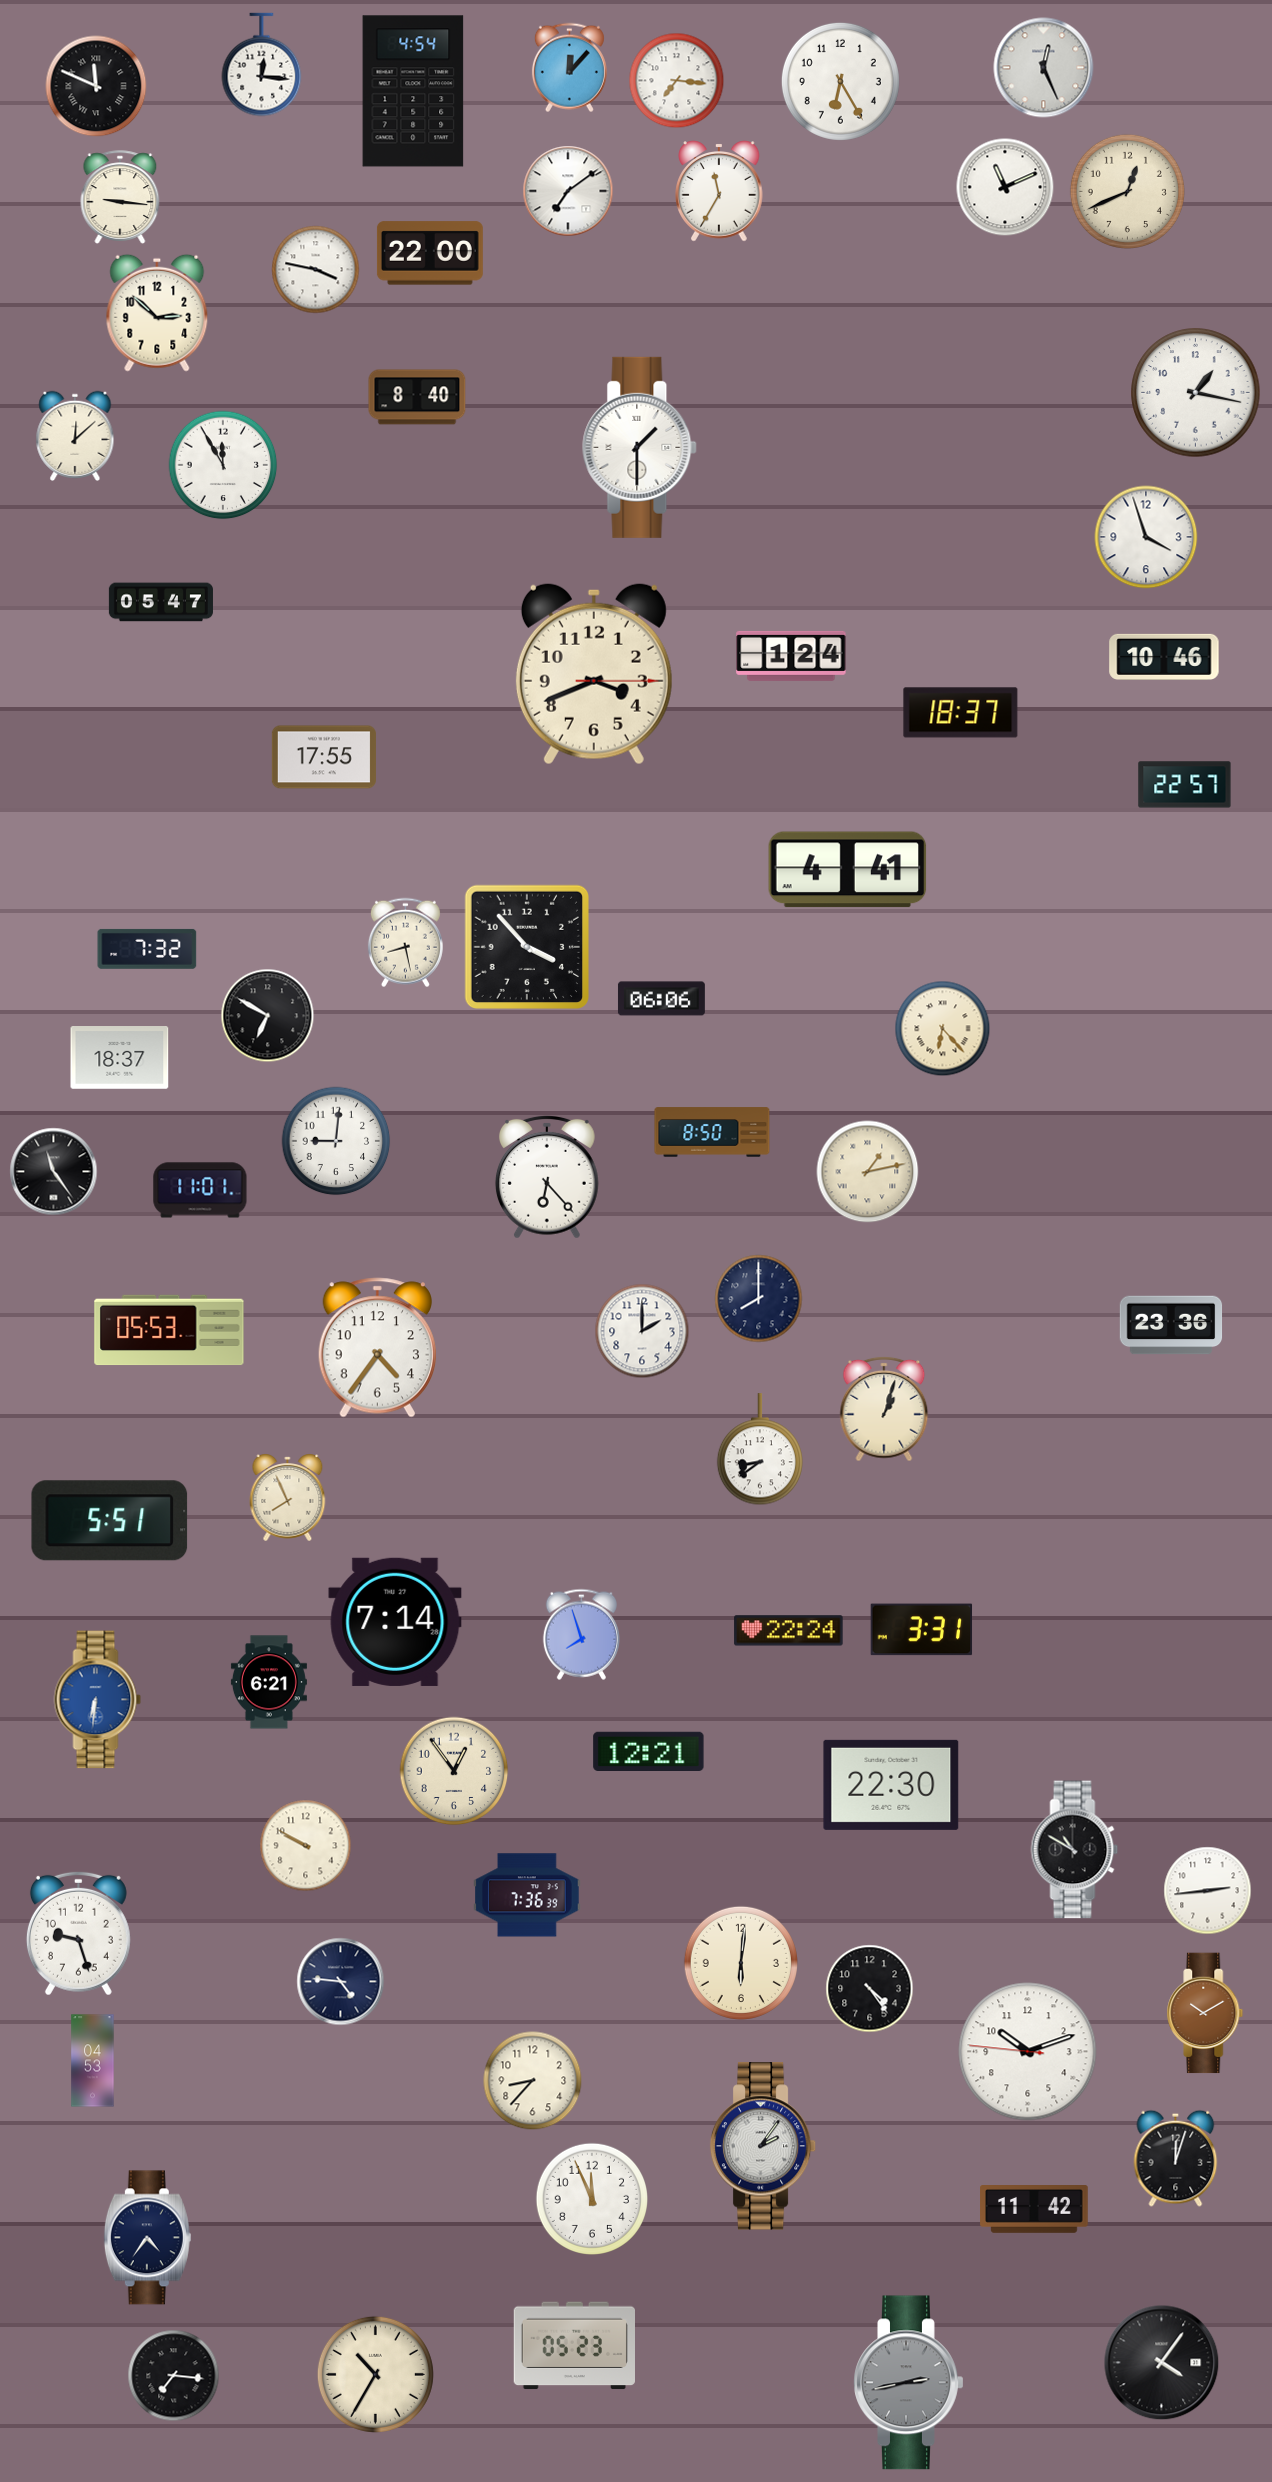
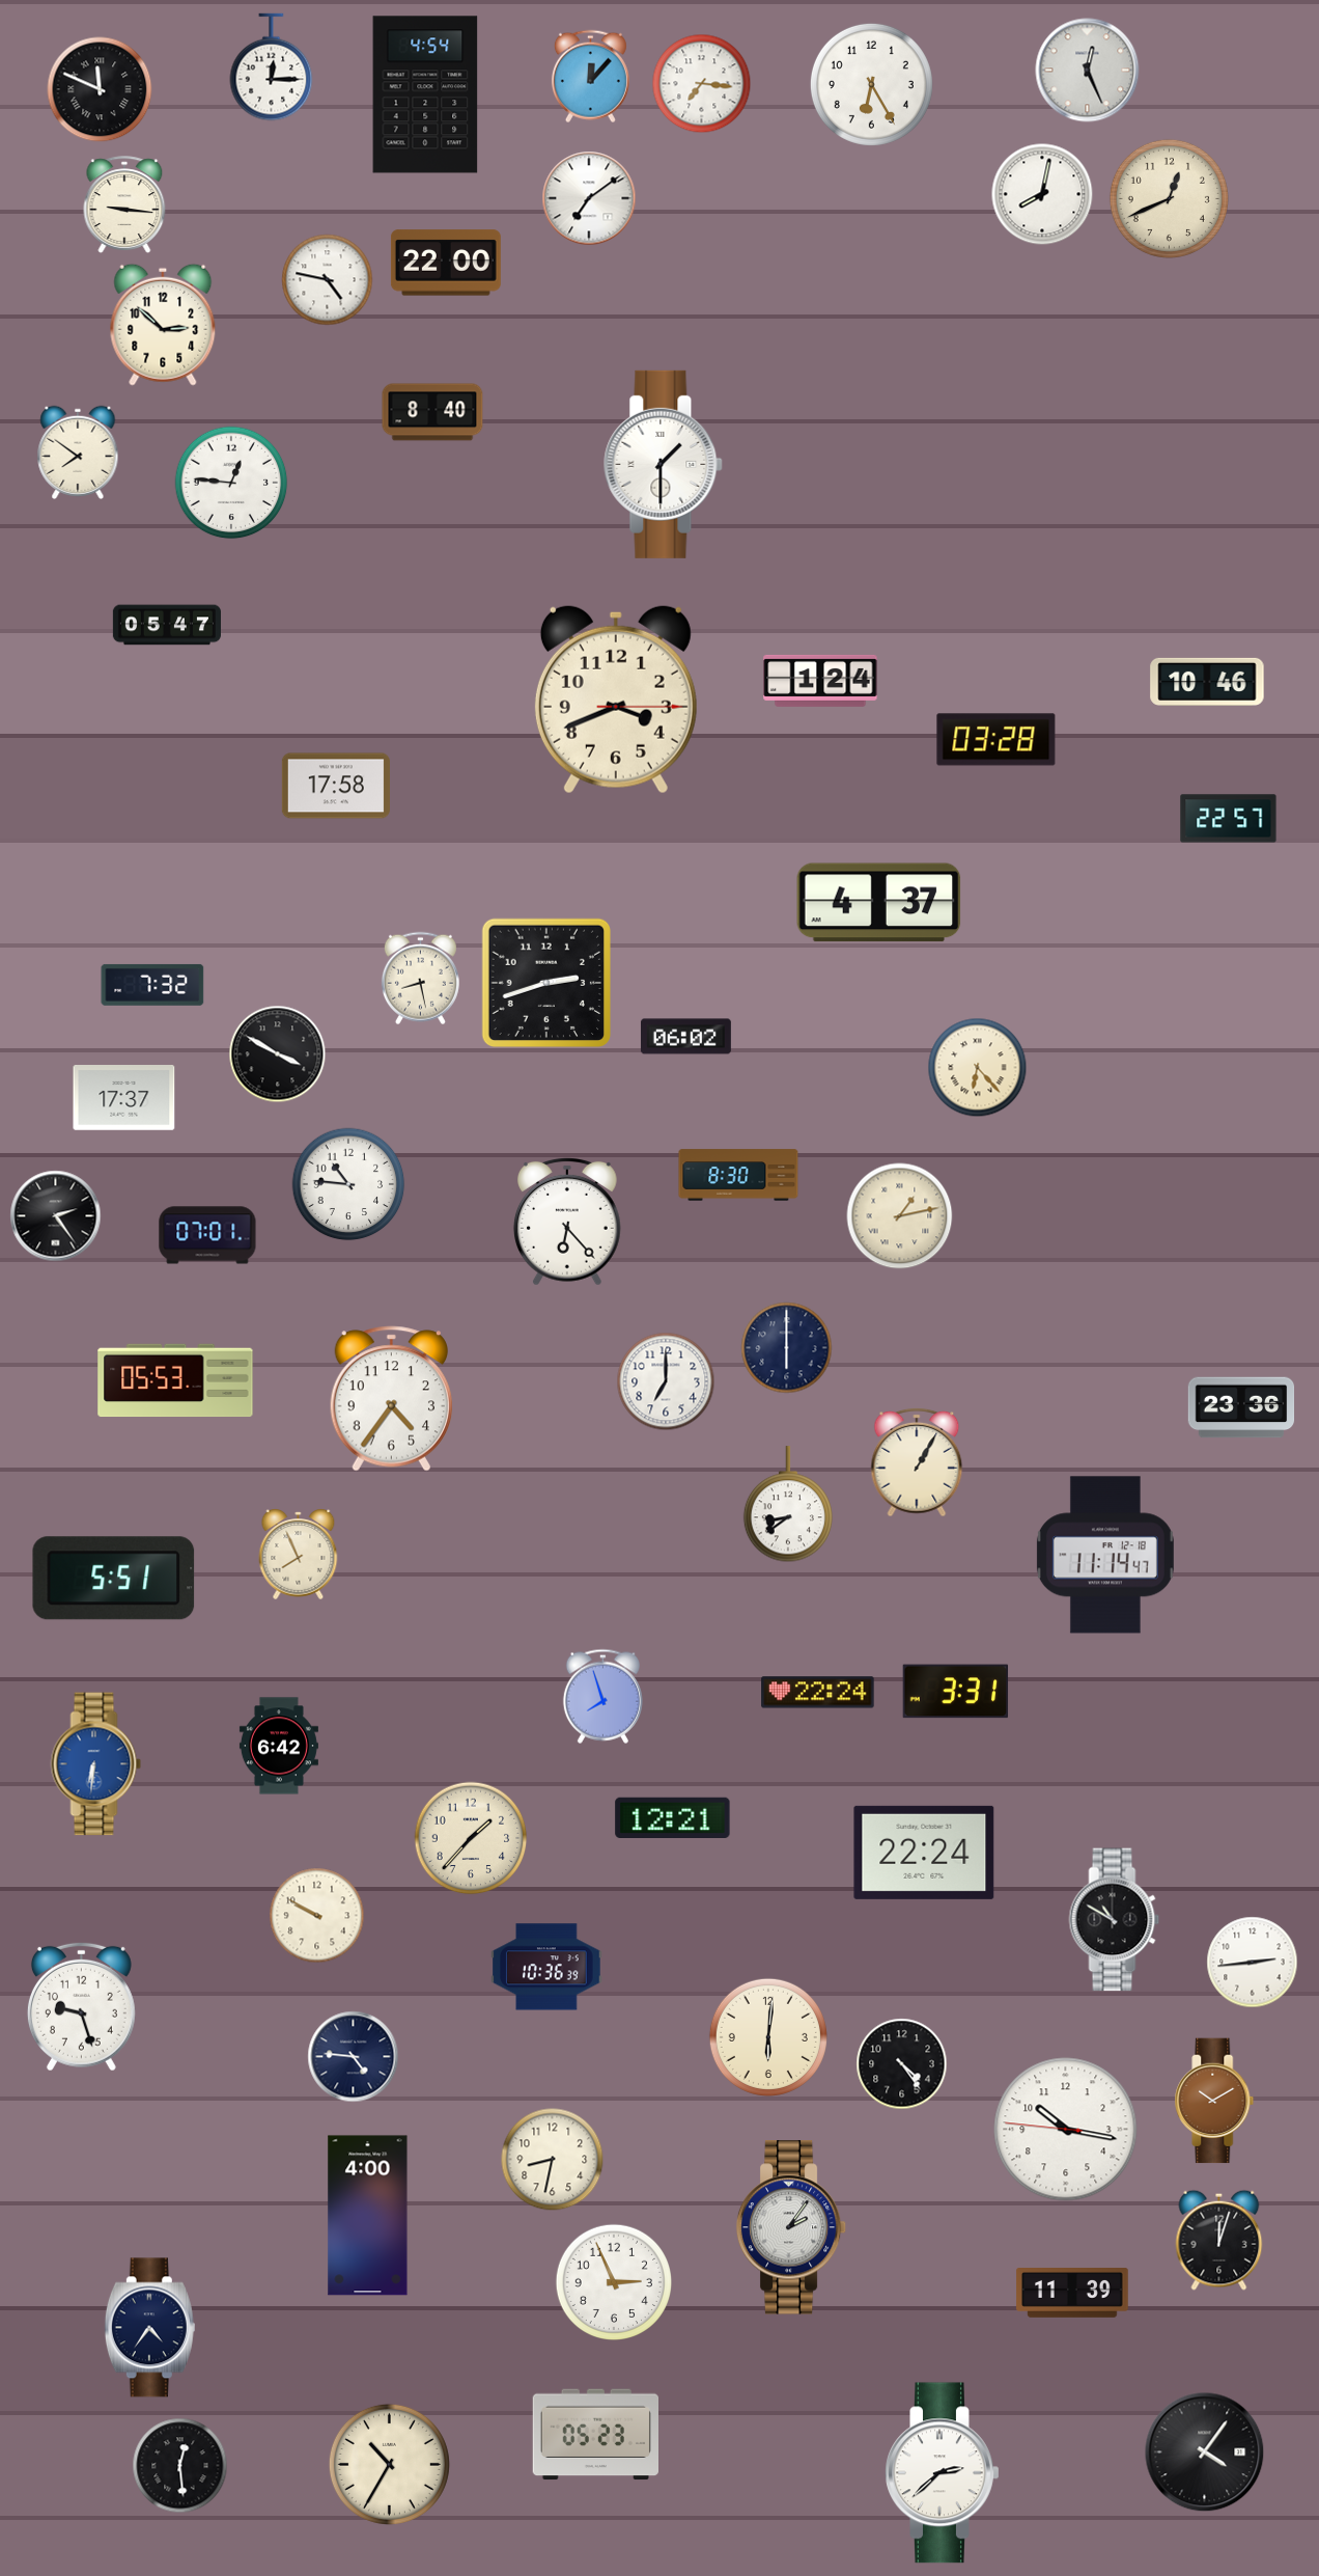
clock at (262, 65): 12:16 -> 12:15
clock at (569, 68) position: (569, 68) -> (590, 77)
clock at (1044, 68) position: (1044, 68) -> (1088, 71)
clock at (413, 91) position: (413, 91) -> (425, 94)
clock at (1005, 187): 11:11 -> 8:02
clock at (719, 191): 11:35 -> none
clock at (316, 270): 3:47 -> 4:47
clock at (1196, 393): 1:17 -> none
clock at (75, 436): 12:08 -> 7:51
clock at (223, 465): 11:55 -> 12:46
clock at (1146, 537): 3:57 -> none
clock at (961, 713): 18:37 -> 03:28
clock at (324, 757): 17:55 -> 17:58
clock at (1185, 785) position: (1185, 785) -> (1229, 819)
clock at (848, 870): 4:41 -> 4:37
clock at (526, 946): 3:53 -> 2:42
clock at (661, 999): 06:06 -> 06:02
clock at (268, 1016): 6:50 -> 3:50
clock at (120, 1058): 18:37 -> 17:37
clock at (712, 1132): 8:50 -> 8:30
clock at (336, 1141): 9:01 -> 10:46
clock at (54, 1172): 11:24 -> 2:24
clock at (200, 1190): 11:01 -> 07:01
clock at (759, 1299): 8:00 -> 6:00
clock at (1171, 1325) position: (1171, 1325) -> (1241, 1407)
clock at (642, 1331): 2:00 -> 7:00
clock at (884, 1409): 1:03 -> 1:05
clock at (1105, 1555): none -> 11:14
clock at (395, 1622): 7:14 -> none
clock at (269, 1682): 6:21 -> 6:42
clock at (98, 1700) position: (98, 1700) -> (96, 1764)
clock at (454, 1771): 12:54 -> 1:37
clock at (891, 1785): 22:30 -> 22:24
clock at (527, 1895): 7:36 -> 10:36
clock at (1205, 2013) position: (1205, 2013) -> (1214, 2101)
clock at (1028, 2052): 10:11 -> 10:16
clock at (93, 2061): 04:53 -> none
clock at (533, 2081): 8:37 -> 8:32
clock at (368, 2216): none -> 4:00
clock at (591, 2198): 11:56 -> 2:56
clock at (1034, 2210): 11:42 -> 11:39
clock at (147, 2238) position: (147, 2238) -> (149, 2328)
clock at (174, 2376): 7:16 -> 12:29
clock at (909, 2383): 2:43 -> 2:38
clock at (909, 2383) dial: grey -> white
